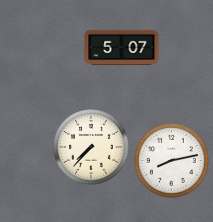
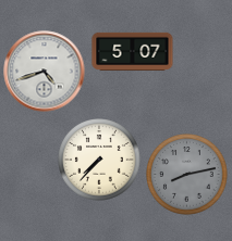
clock at (45, 72): none -> 4:42
clock at (172, 161) dial: white -> grey
